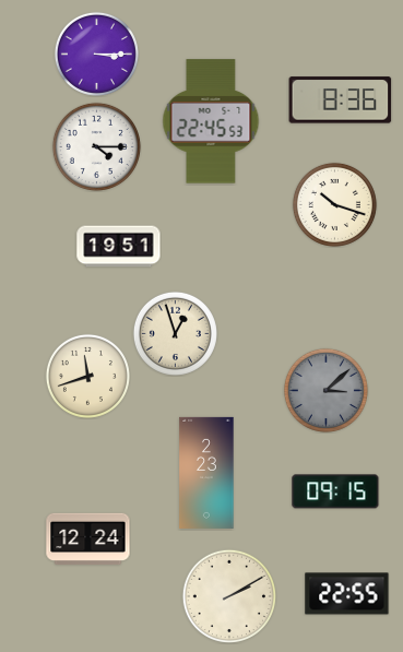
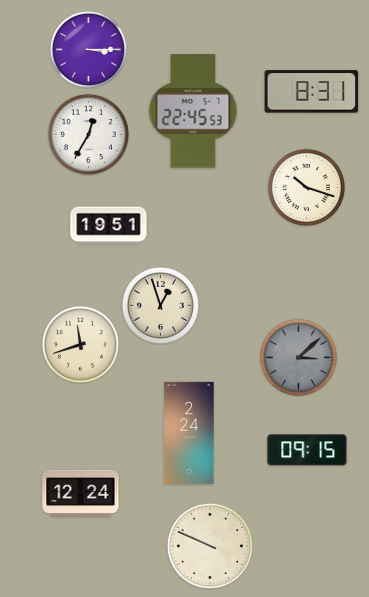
clock at (341, 100): 8:36 -> 8:31
clock at (96, 146): 4:15 -> 12:35
clock at (206, 473): 2:23 -> 2:24
clock at (347, 594): 22:55 -> none
clock at (228, 595): 2:10 -> 9:49
